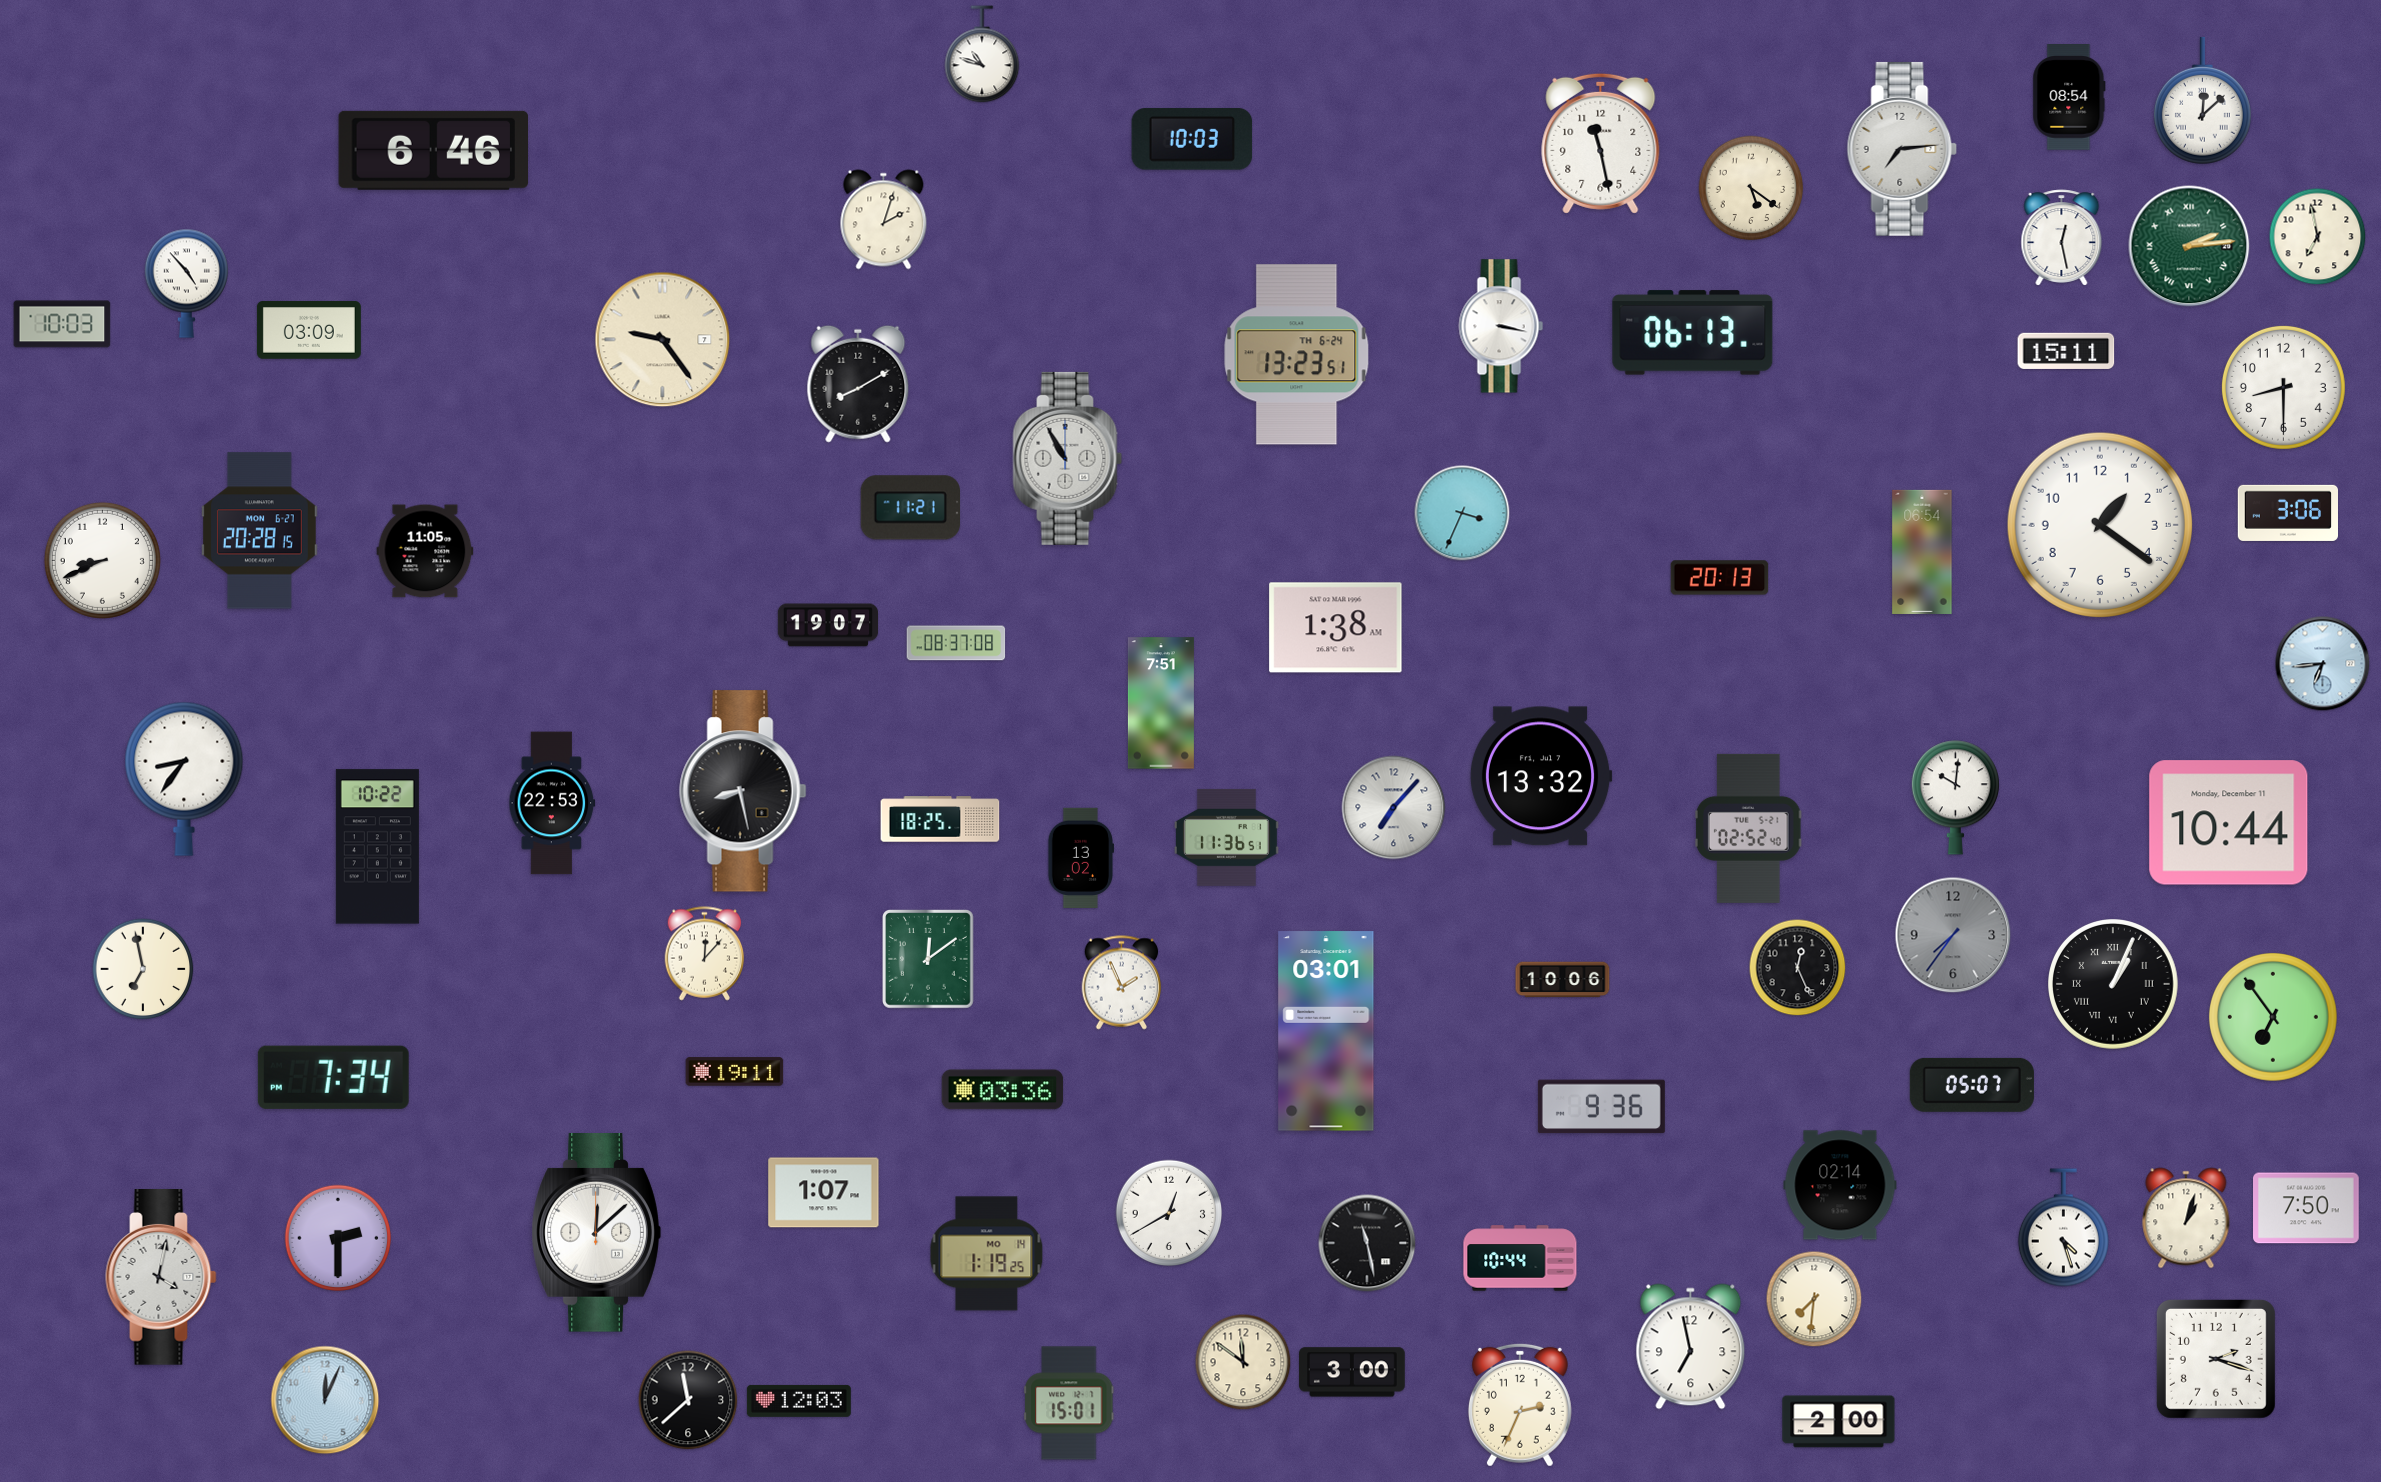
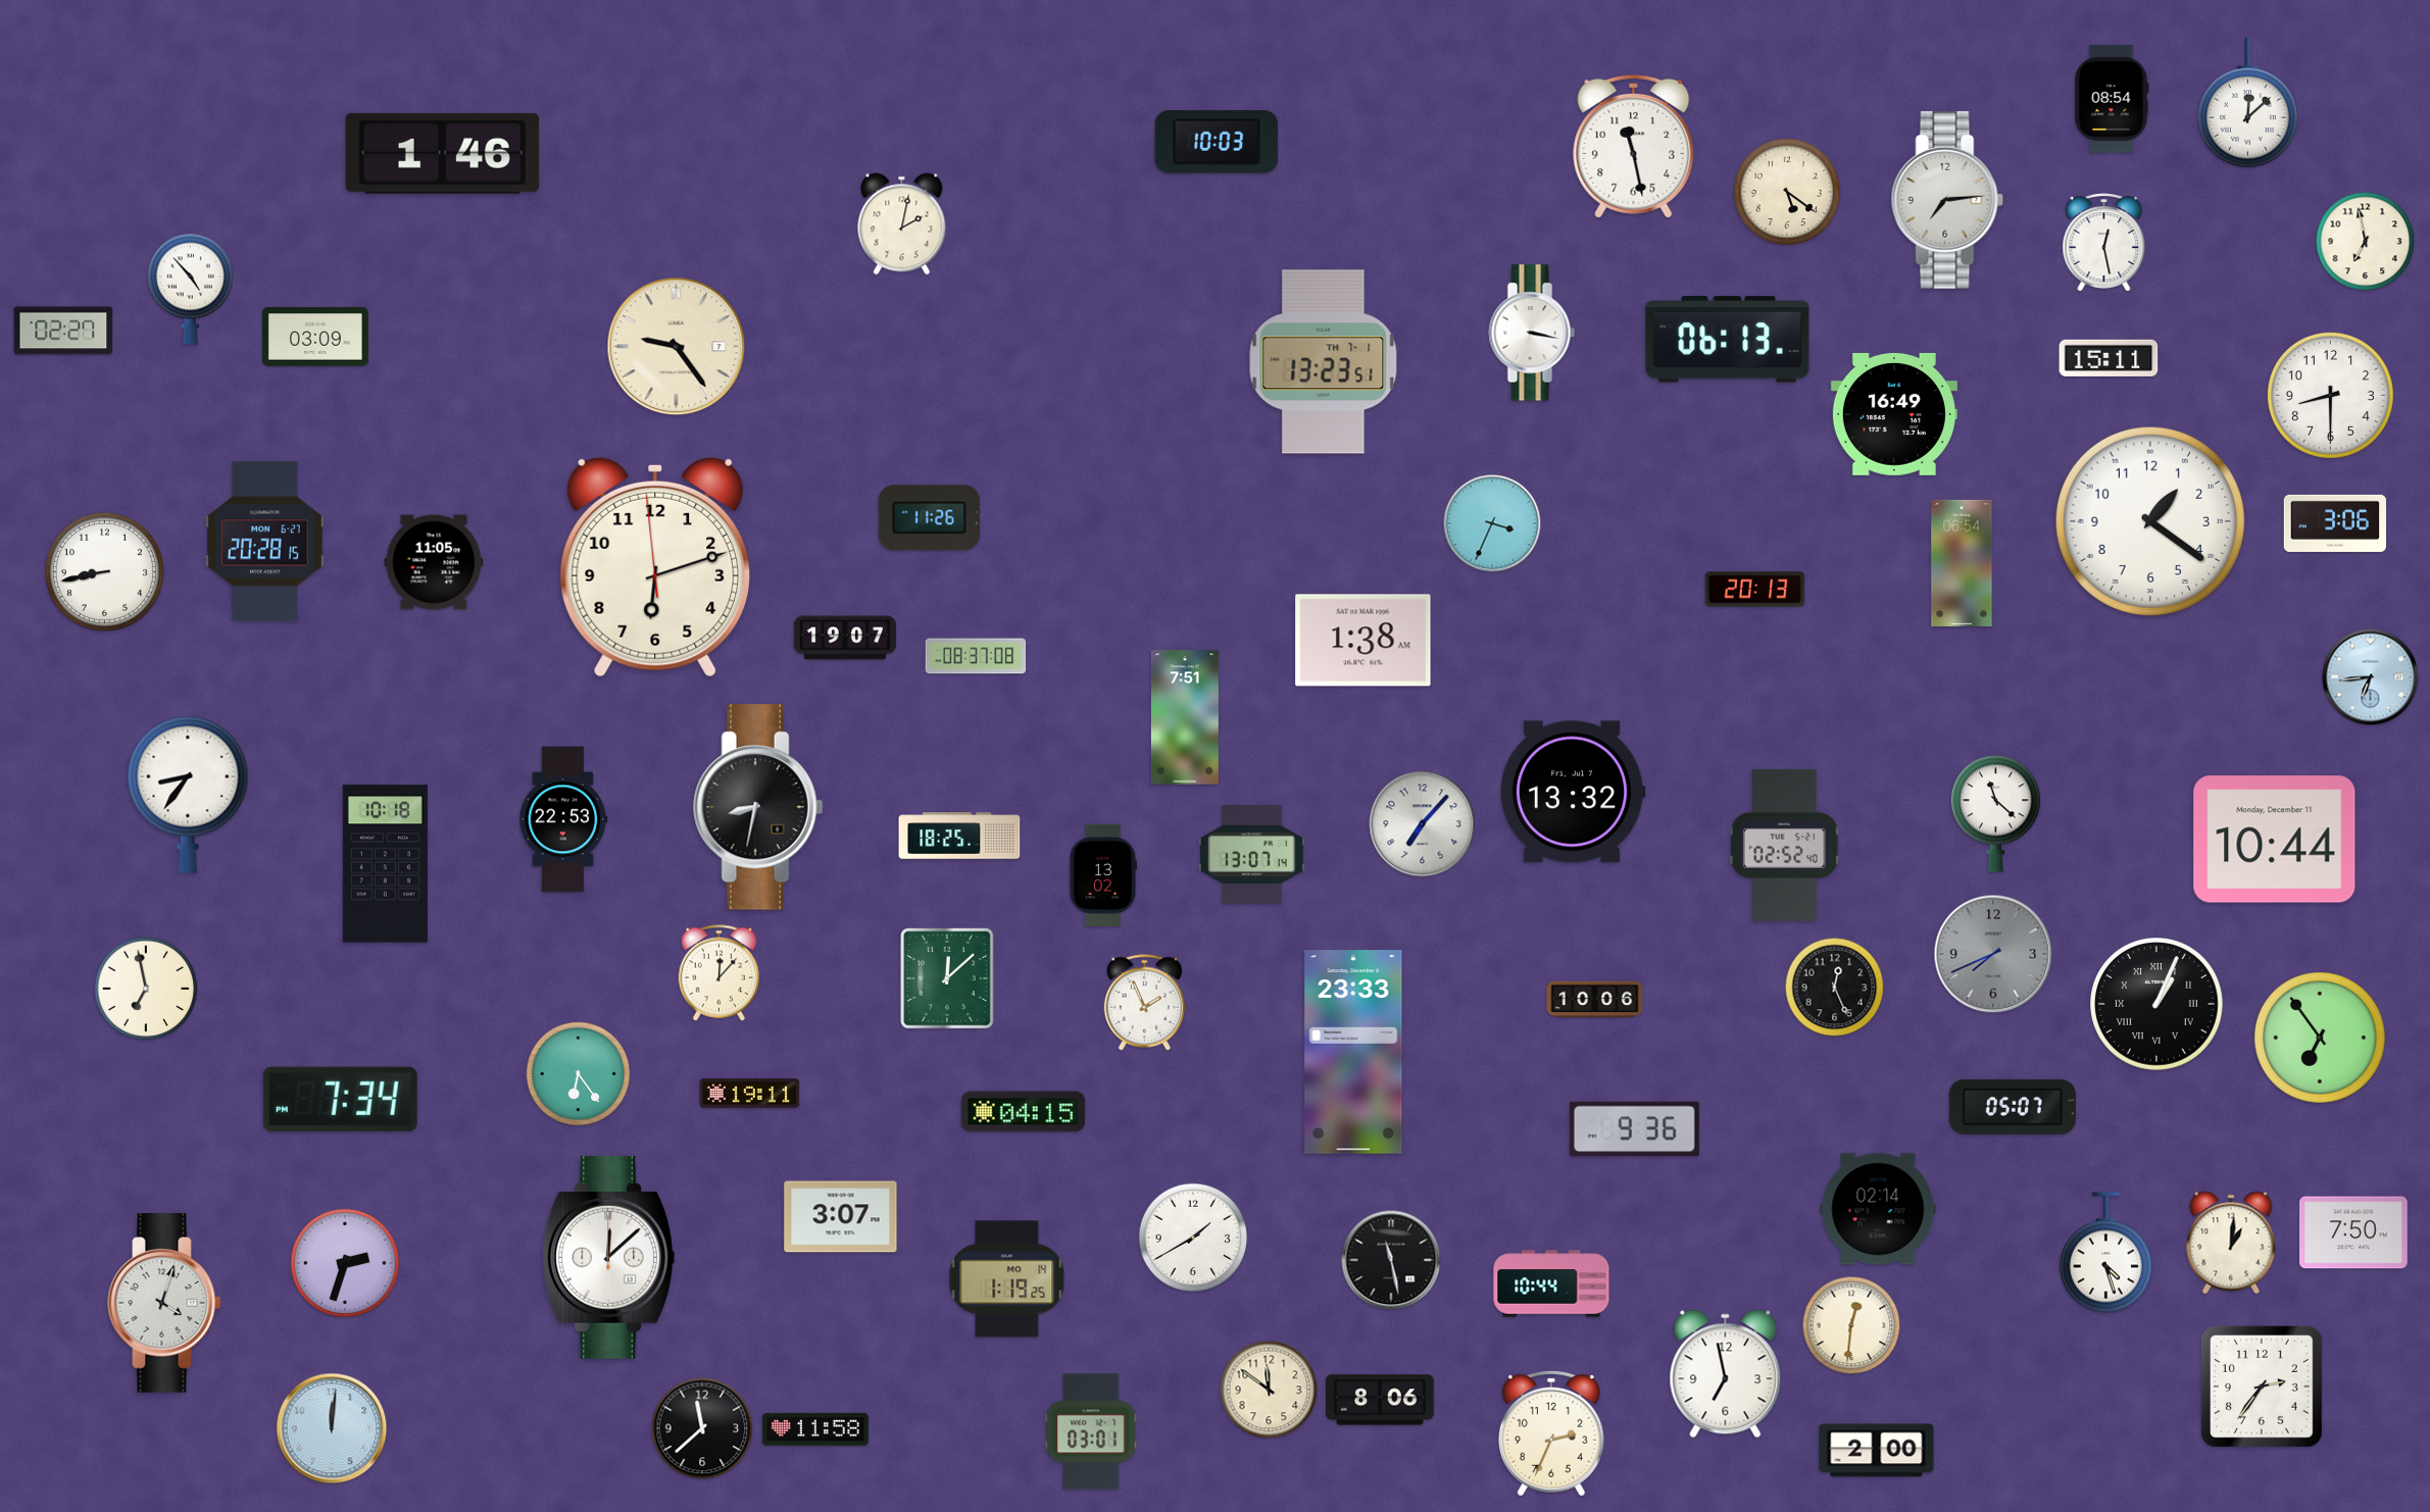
clock at (982, 54): 10:48 -> none
clock at (1902, 149) position: (1902, 149) -> (1947, 200)
clock at (433, 150): 6:46 -> 1:46
clock at (884, 220): 2:03 -> 2:02
clock at (2189, 246): 2:14 -> none
clock at (62, 324): 10:03 -> 02:27
clock at (1297, 355) date: TH 6-24 -> TH 7-1
clock at (858, 384): 8:10 -> none
clock at (1894, 414): none -> 16:49
clock at (1068, 458): 10:55 -> none
clock at (910, 508): 11:21 -> 11:26
clock at (2100, 525) position: (2100, 525) -> (2150, 521)
clock at (655, 567): none -> 6:11
clock at (102, 560): 8:41 -> 8:43
clock at (743, 791): 8:28 -> 8:32
clock at (1955, 798): 10:01 -> 11:22
clock at (1226, 837): 11:36 -> 13:07
clock at (377, 847): 10:22 -> 10:18
clock at (1953, 935): 7:36 -> 7:41
clock at (929, 960): 12:09 -> 12:08
clock at (1326, 1031): 03:01 -> 23:33
clock at (579, 1074): none -> 6:24
clock at (1003, 1090): 03:36 -> 04:15
clock at (824, 1193): 1:07 -> 3:07
clock at (1169, 1213): 12:40 -> 1:40
clock at (2186, 1218): 1:03 -> 1:01
clock at (338, 1238): 2:30 -> 2:33
clock at (1367, 1243) position: (1367, 1243) -> (1391, 1260)
clock at (161, 1278): 4:02 -> 4:03
clock at (1814, 1299): 7:31 -> 12:31
clock at (2216, 1359): 2:18 -> 2:36
clock at (1353, 1372): 3:00 -> 8:06
clock at (325, 1400): 12:04 -> 12:01
clock at (799, 1401): 12:03 -> 11:58
clock at (1069, 1403): 15:01 -> 03:01
